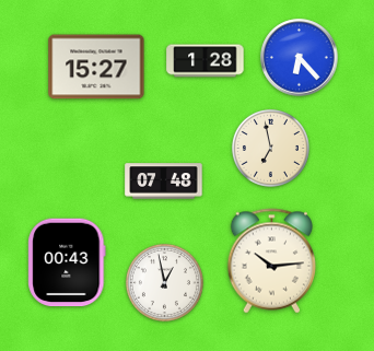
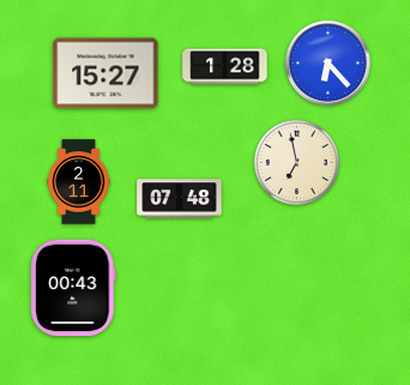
clock at (79, 182): none -> 2:11
clock at (271, 261): 10:14 -> none
clock at (164, 282): 12:58 -> none
